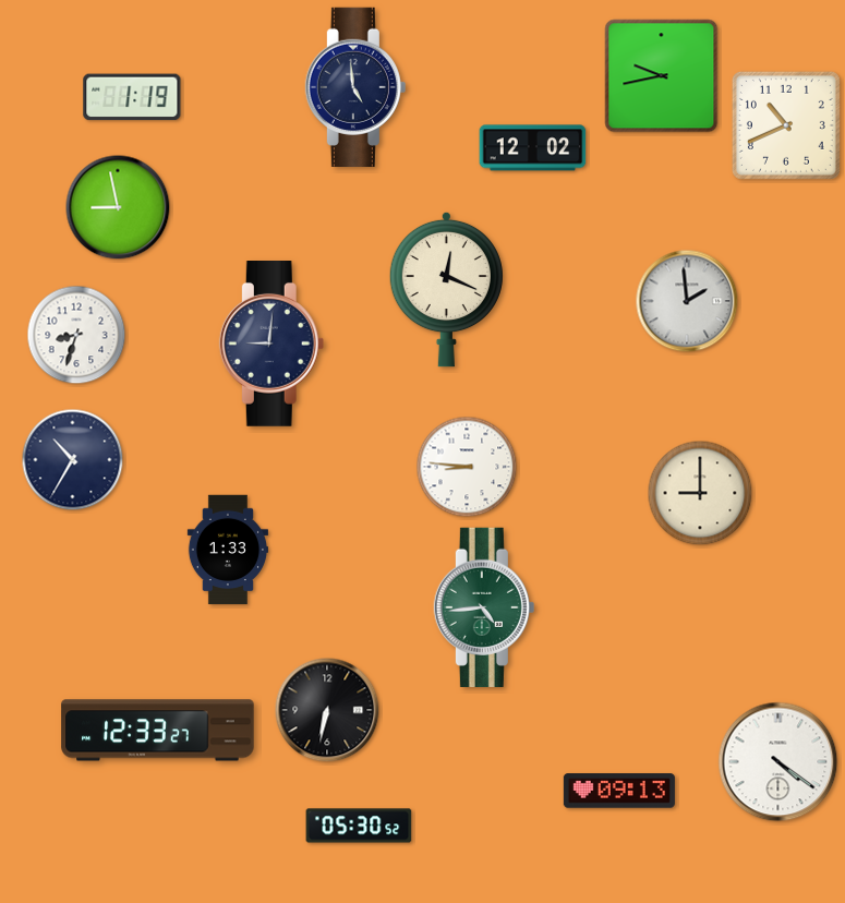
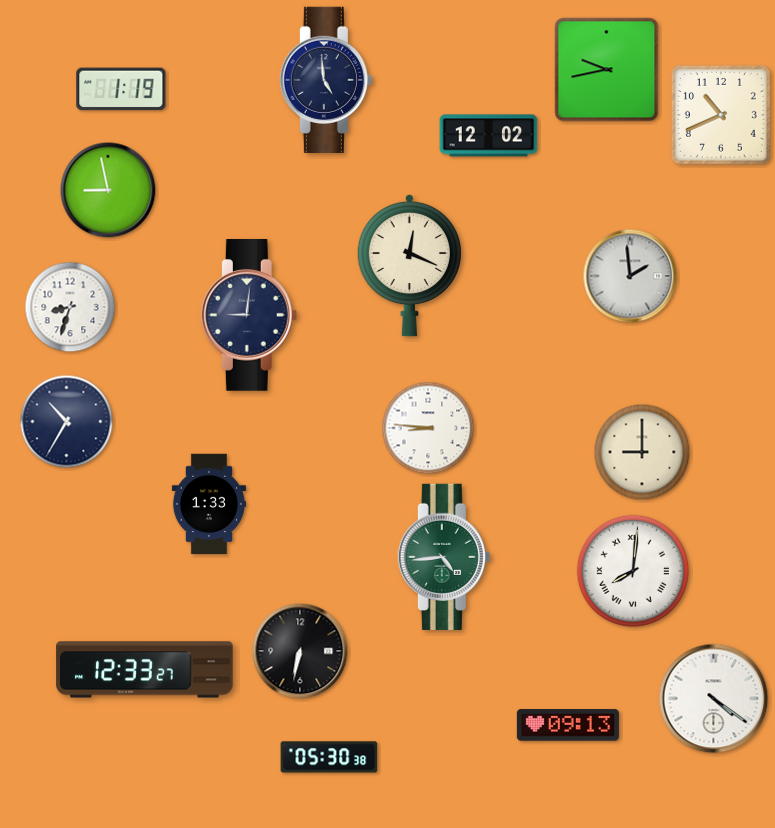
clock at (633, 571): none -> 8:01
clock at (359, 826): 05:30:52 -> 05:30:38
